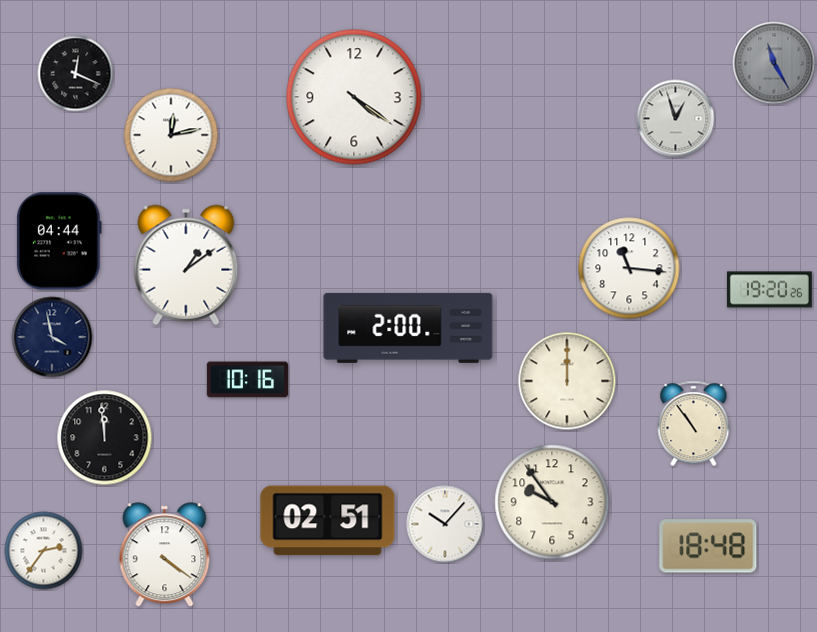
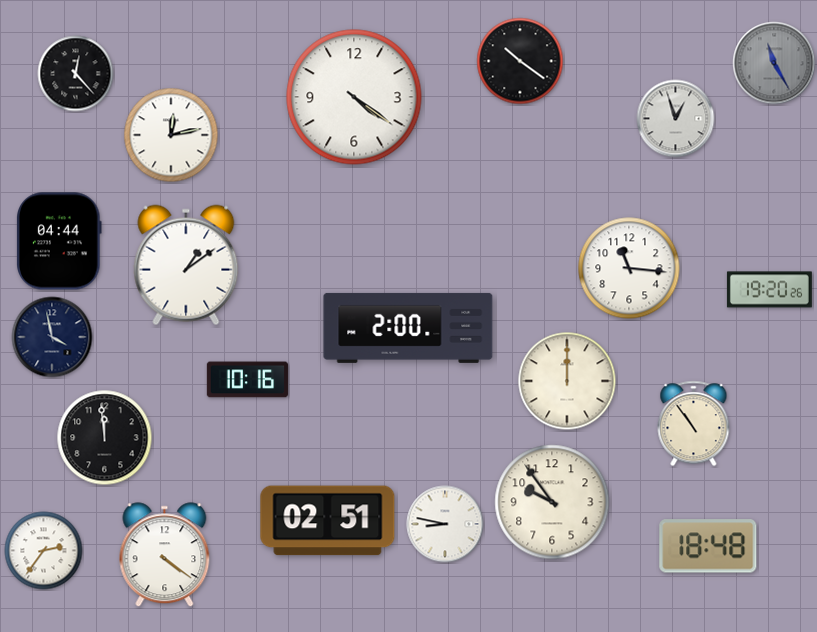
clock at (520, 61): none -> 10:21
clock at (76, 74): 12:19 -> 12:23
clock at (445, 524): 10:07 -> 8:47
